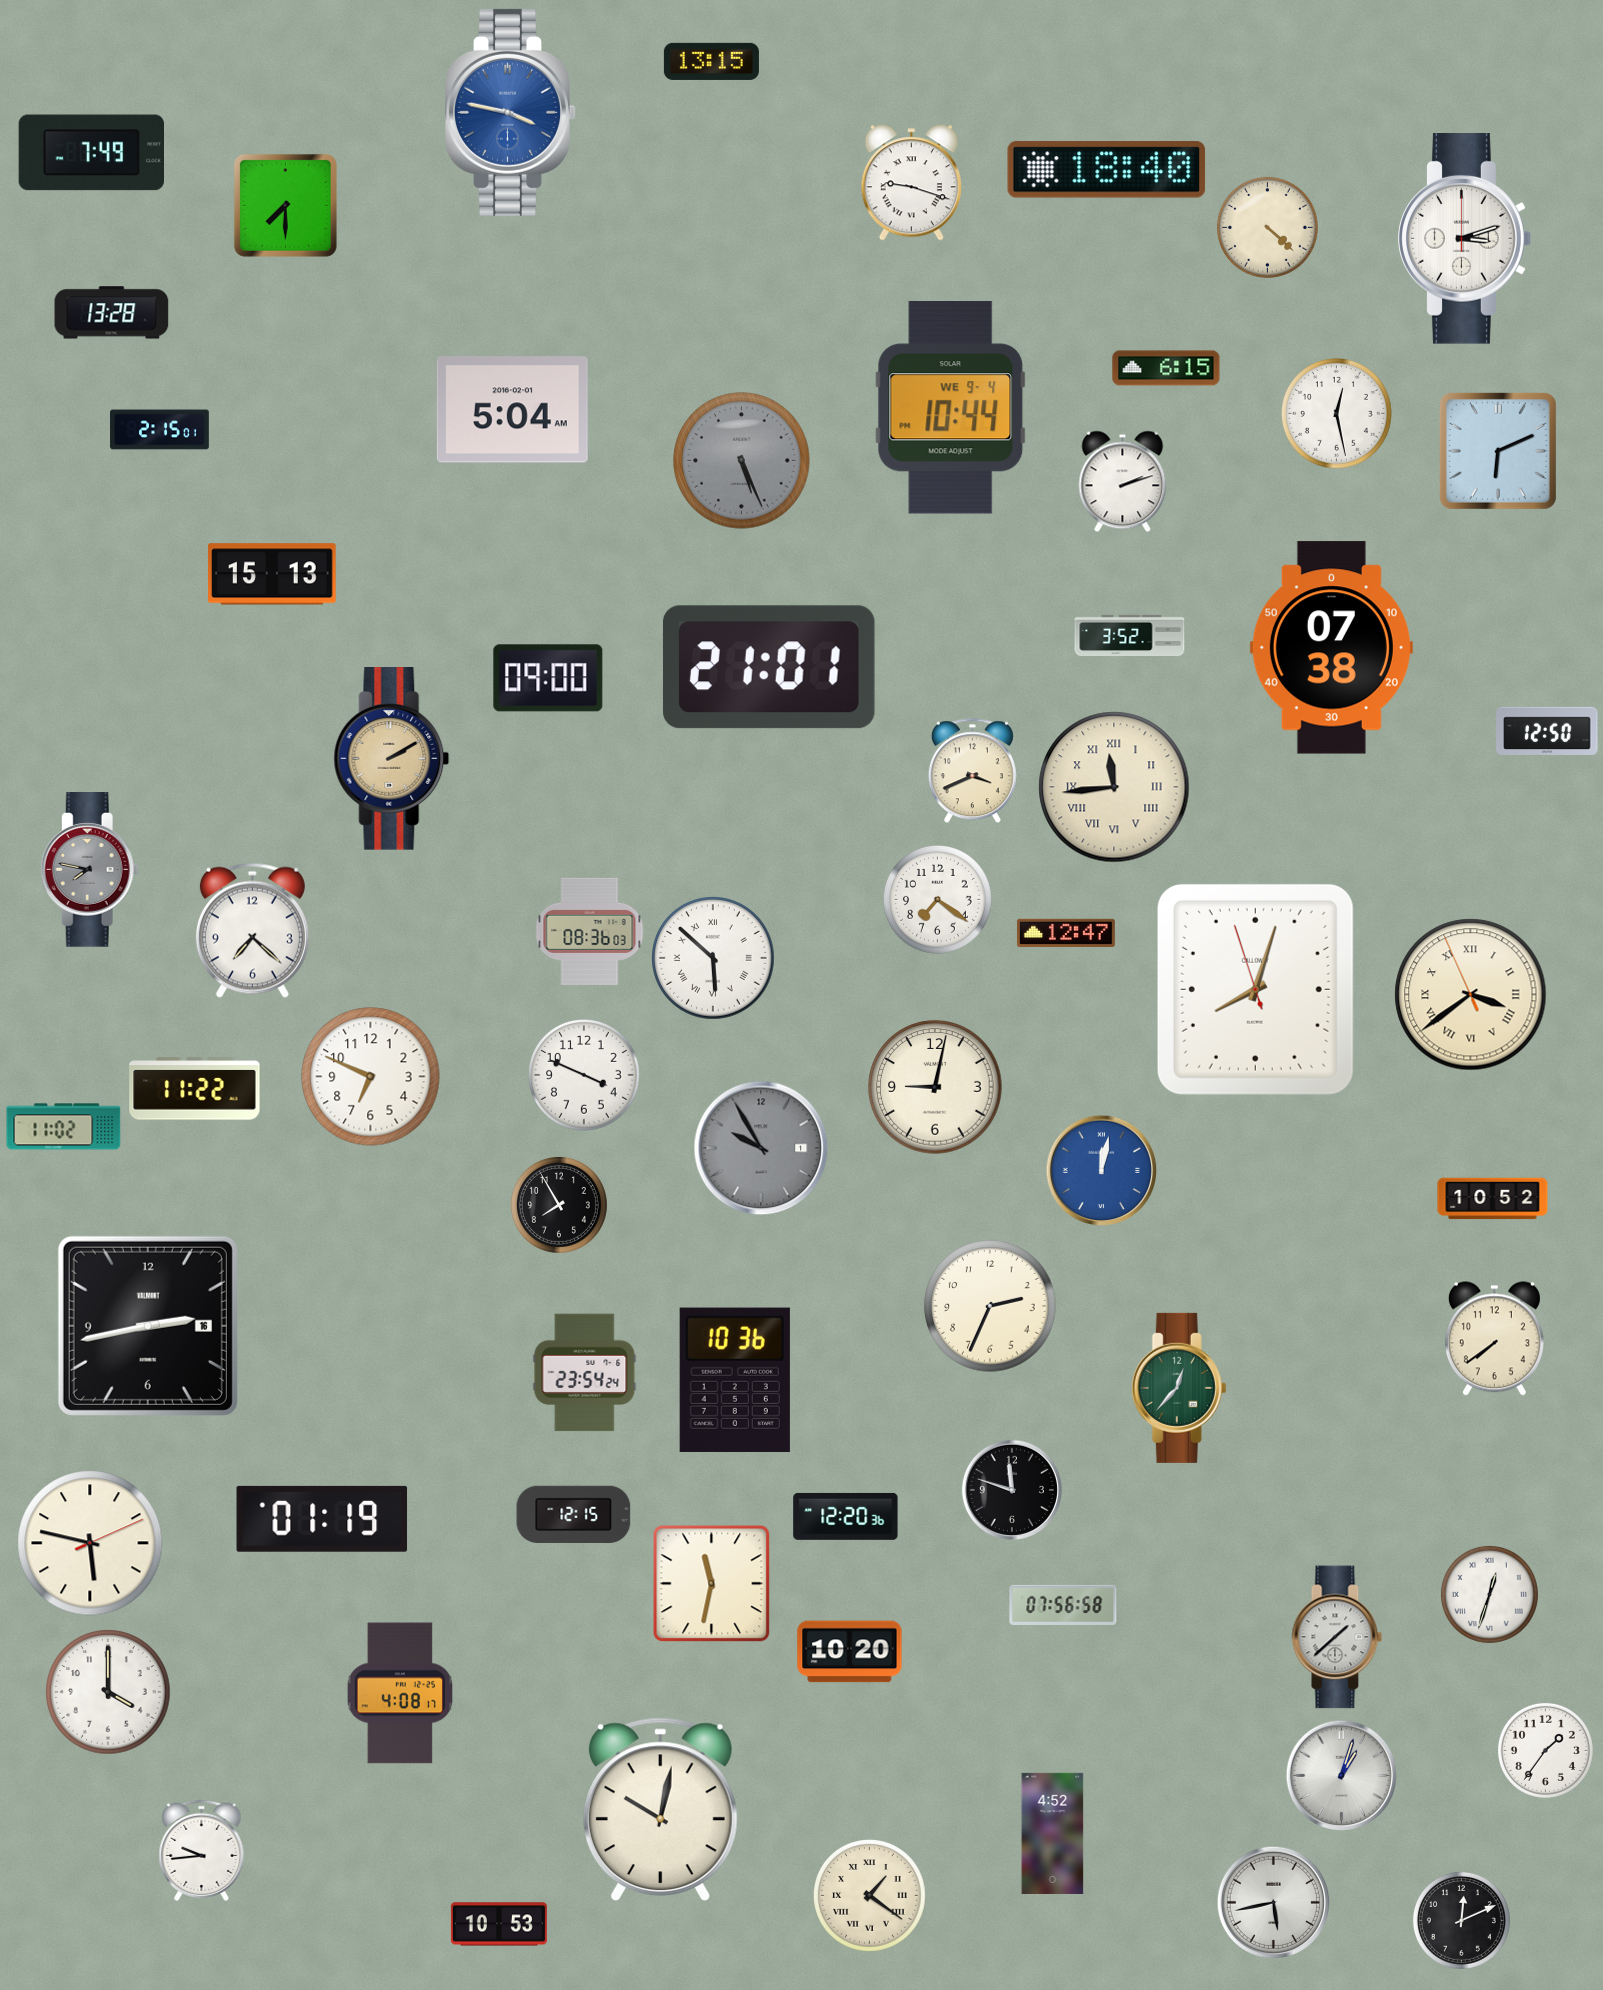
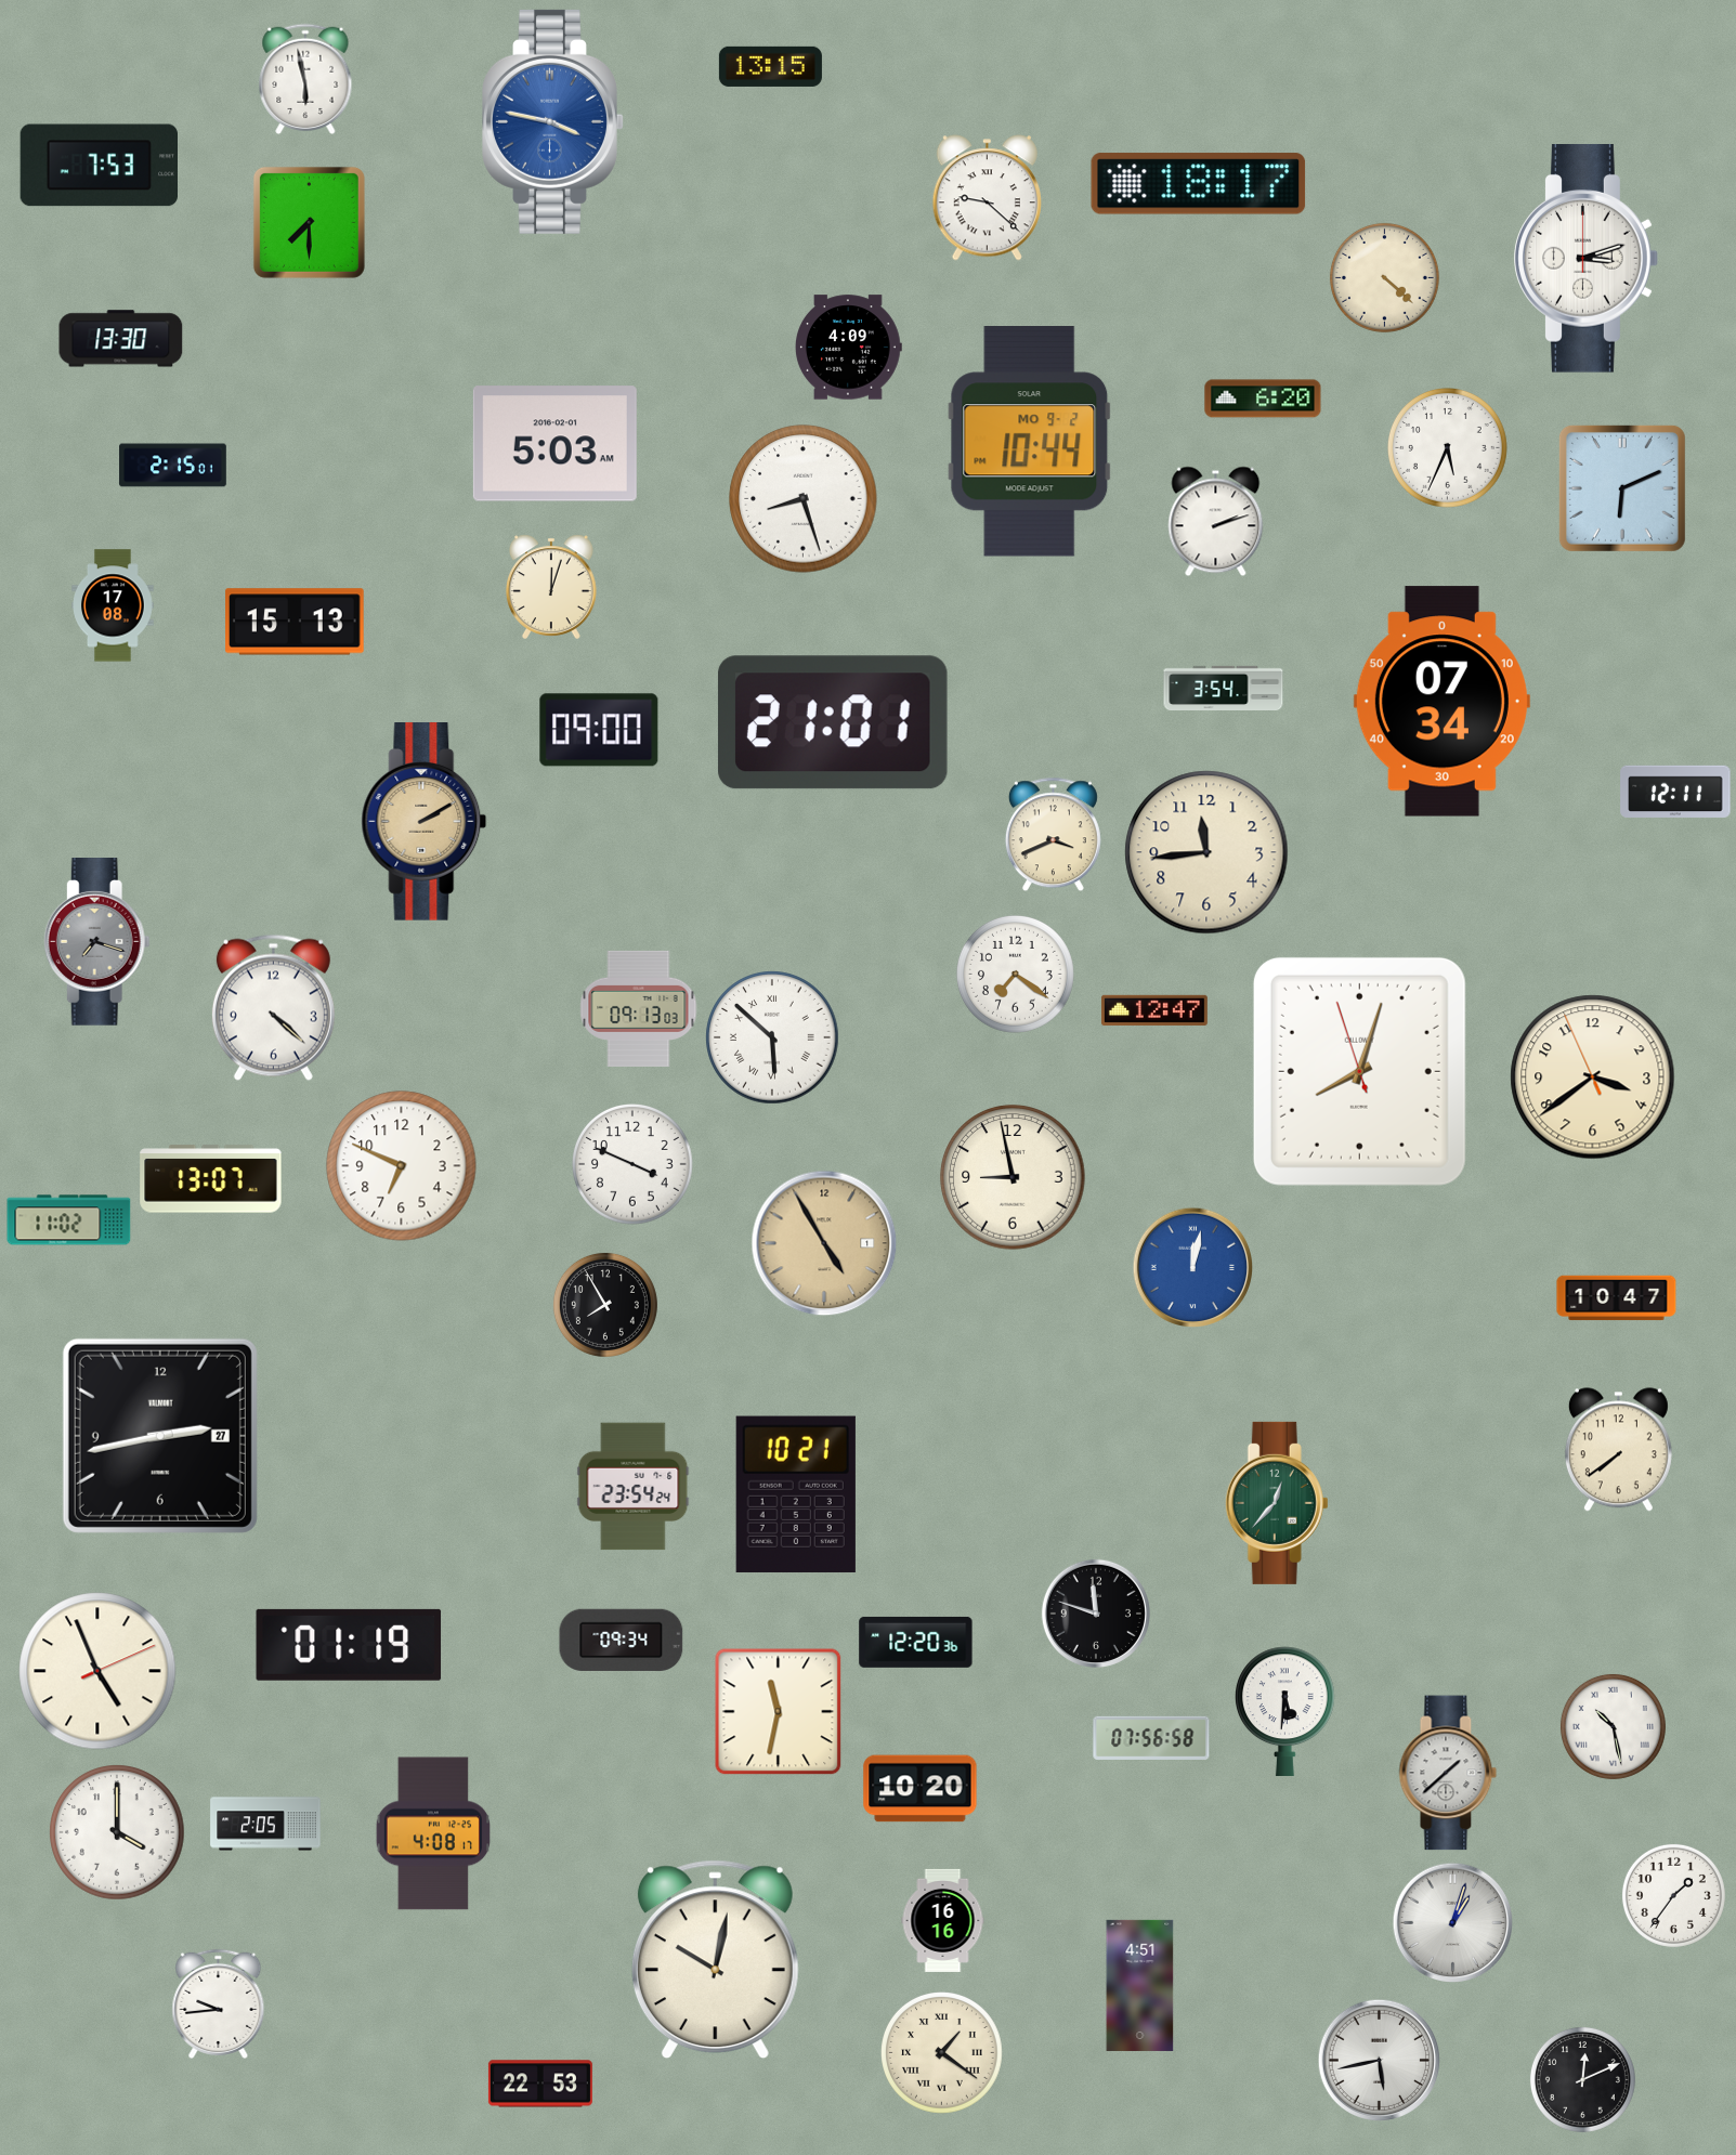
clock at (305, 78): none -> 5:58
clock at (92, 153): 7:49 -> 7:53
clock at (1107, 170): 18:40 -> 18:17
clock at (911, 183): 9:18 -> 9:22
clock at (1267, 227) position: (1267, 227) -> (1384, 277)
clock at (112, 313): 13:28 -> 13:30
clock at (849, 348): none -> 4:09
clock at (1166, 368): 6:15 -> 6:20
clock at (951, 408) date: WE 9-4 -> MO 9-2
clock at (512, 410): 5:04 -> 5:03
clock at (1337, 414): 12:28 -> 5:34
clock at (742, 461): 5:26 -> 8:27
clock at (742, 461) dial: grey -> white
clock at (552, 587): none -> 12:03
clock at (114, 605): none -> 17:08
clock at (1130, 636): 3:52 -> 3:54
clock at (1331, 648): 07:38 -> 07:34
clock at (548, 678) position: (548, 678) -> (599, 730)
clock at (1547, 731): 12:50 -> 12:11
clock at (1114, 787) numerals: Roman -> Arabic
clock at (89, 870): 7:47 -> 7:18
clock at (252, 930): 7:22 -> 4:22
clock at (590, 931): 08:36 -> 09:13
clock at (1471, 995) numerals: Roman -> Arabic
clock at (935, 1087): 9:02 -> 8:58
clock at (195, 1089): 11:22 -> 13:07
clock at (761, 1148): 9:55 -> 4:55
clock at (761, 1148) dial: grey -> champagne
clock at (1493, 1199): 10:52 -> 10:47
clock at (990, 1306): 2:34 -> none
clock at (148, 1326) date: 16 -> 27
clock at (735, 1379): 10:36 -> 10:21
clock at (574, 1514): 12:15 -> 09:34
clock at (90, 1543): 5:47 -> 4:56
clock at (1285, 1711): none -> 5:31
clock at (712, 1584) position: (712, 1584) -> (779, 1712)
clock at (1489, 1594): 12:33 -> 10:28
clock at (265, 1824): none -> 2:05
clock at (943, 1920): none -> 16:16
clock at (1053, 1833): 4:52 -> 4:51
clock at (499, 1924): 10:53 -> 22:53
